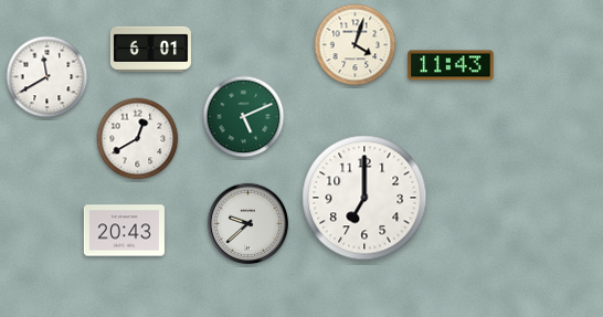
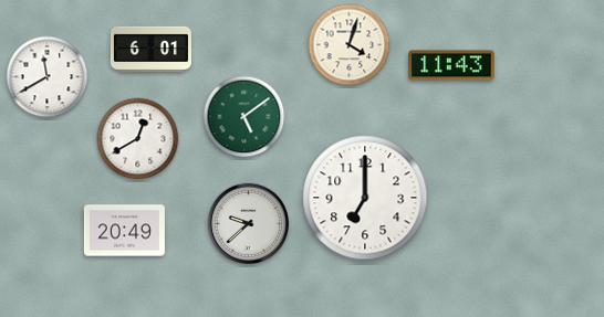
clock at (356, 45) position: (356, 45) -> (350, 45)
clock at (244, 117): 5:11 -> 5:09
clock at (124, 231): 20:43 -> 20:49
